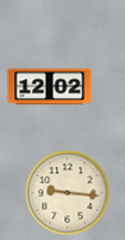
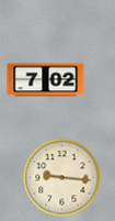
clock at (50, 87): 12:02 -> 7:02
